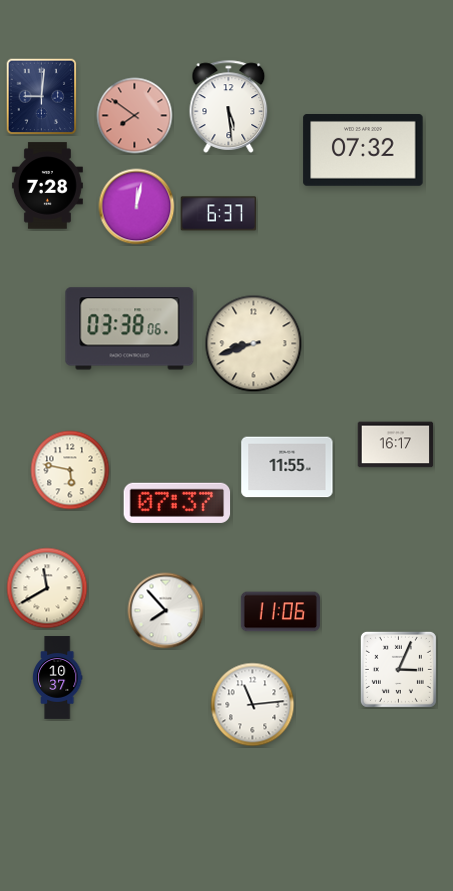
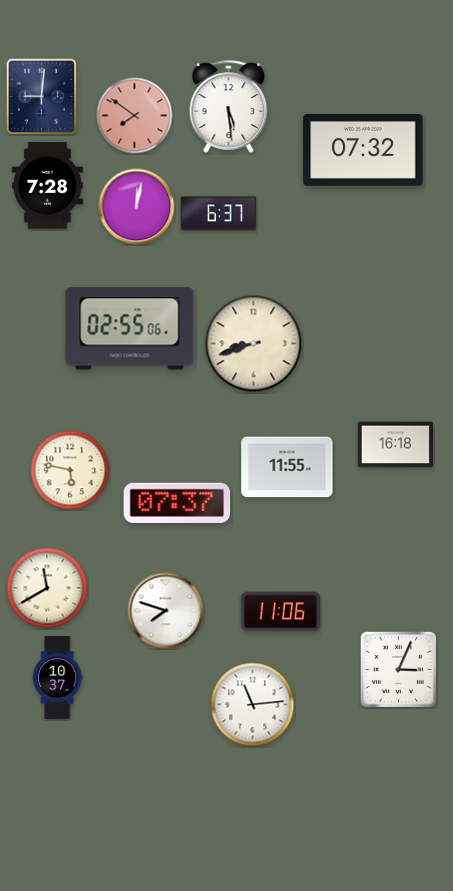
clock at (130, 329): 03:38 -> 02:55
clock at (396, 445): 16:17 -> 16:18
clock at (166, 611): 7:53 -> 7:48
